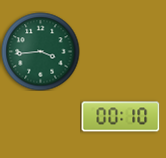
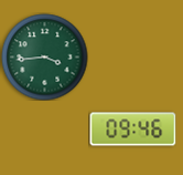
clock at (120, 117): 00:10 -> 09:46
